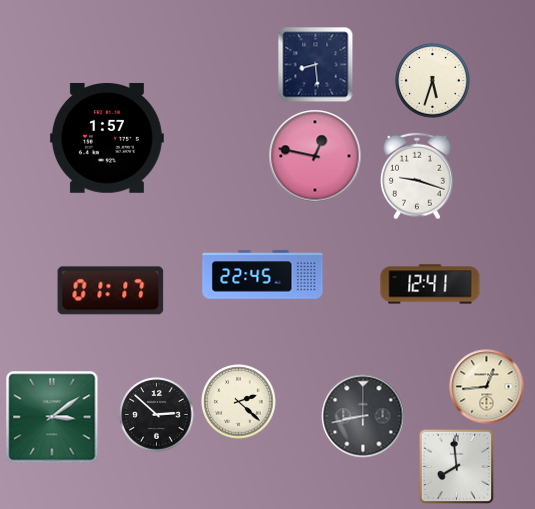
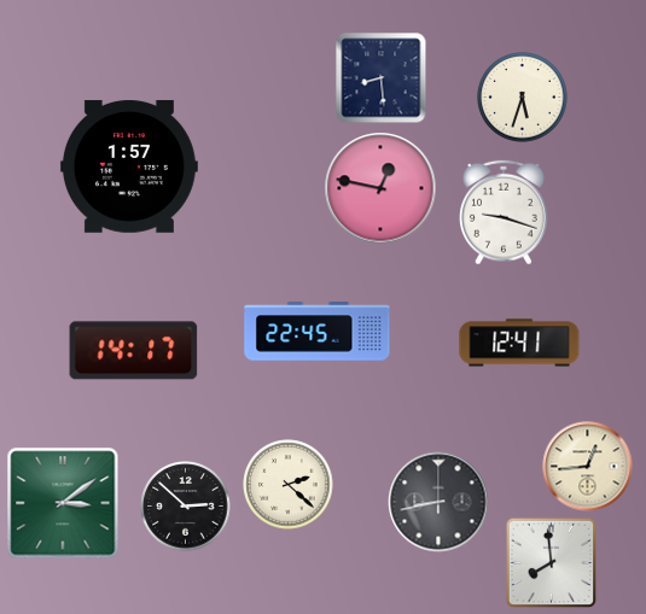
clock at (111, 291): 01:17 -> 14:17
clock at (157, 415) position: (157, 415) -> (186, 507)
